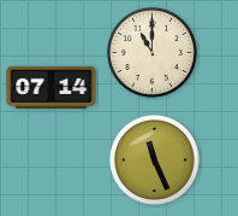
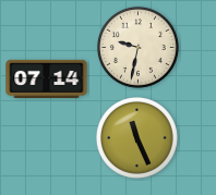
clock at (151, 52): 11:00 -> 9:32
clock at (154, 159) position: (154, 159) -> (136, 137)
